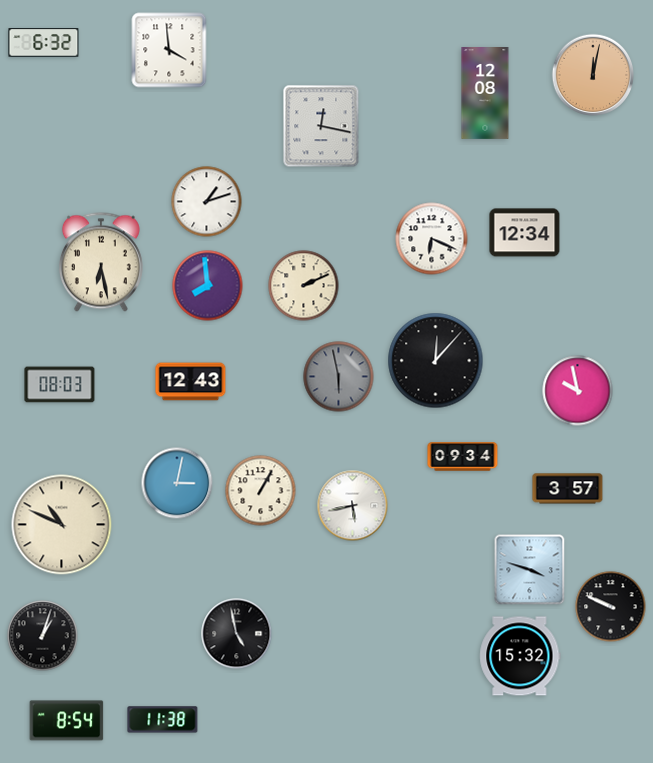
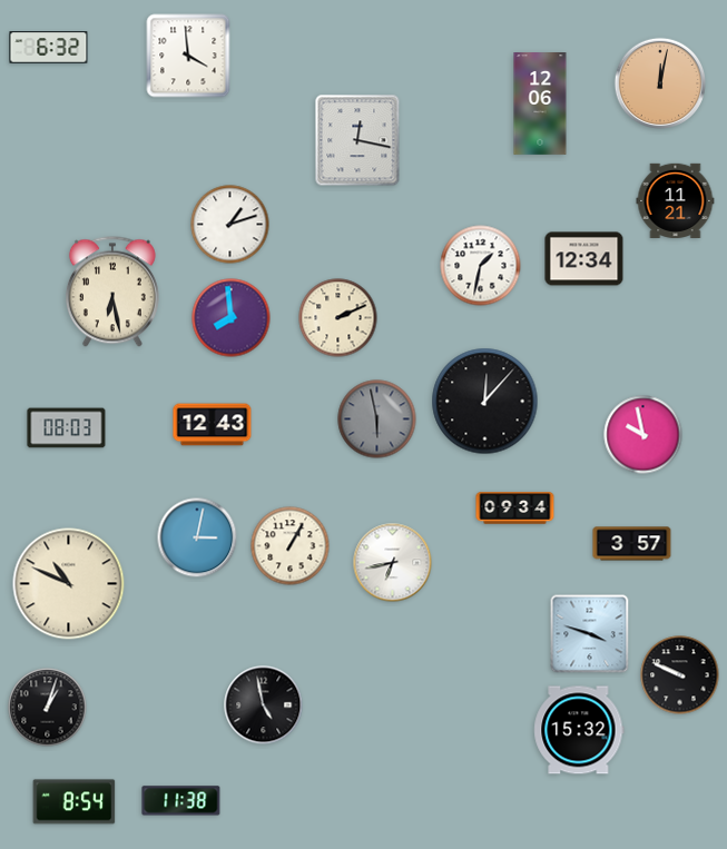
clock at (485, 94): 12:08 -> 12:06
clock at (676, 200): none -> 11:21
clock at (432, 239): 6:19 -> 1:32
clock at (353, 506): 5:43 -> 6:43
